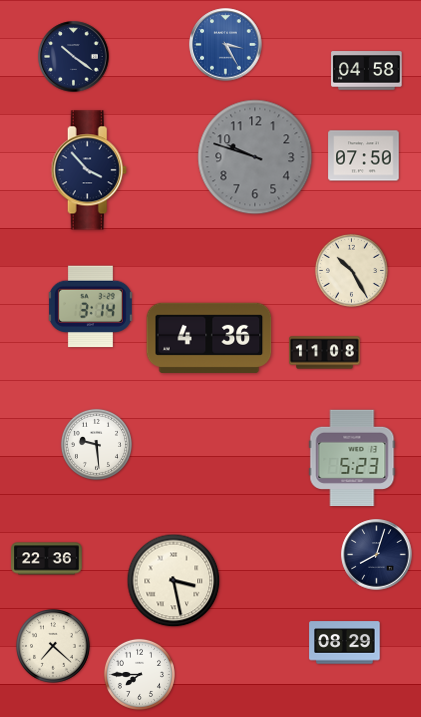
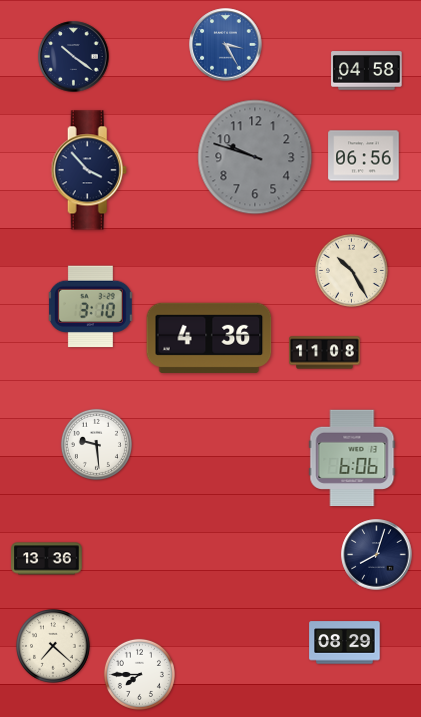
clock at (364, 156): 07:50 -> 06:56
clock at (90, 307): 3:14 -> 3:10
clock at (352, 457): 5:23 -> 6:06
clock at (47, 559): 22:36 -> 13:36
clock at (174, 581): 3:28 -> none
